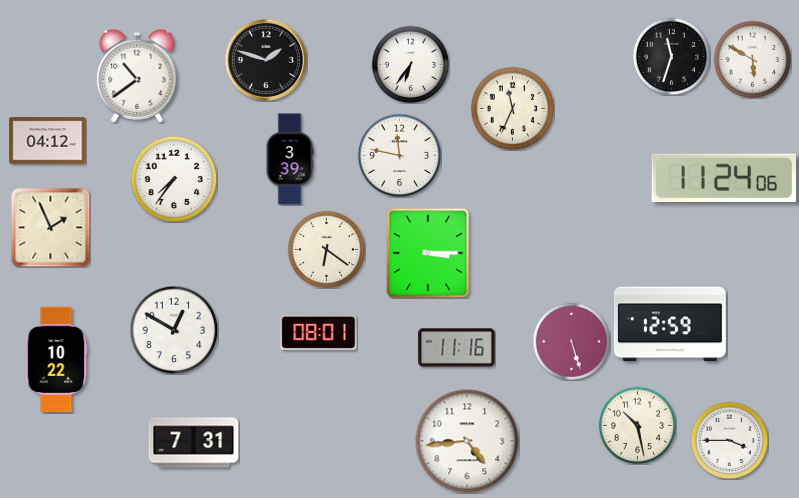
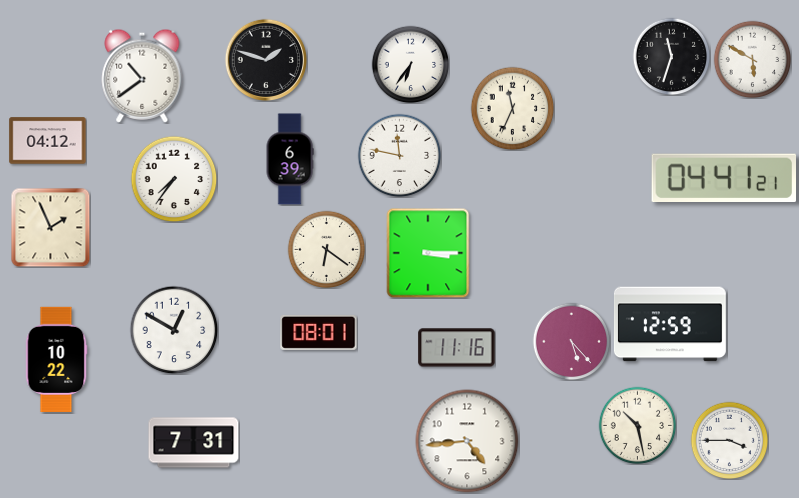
clock at (137, 76) position: (137, 76) -> (142, 76)
clock at (290, 159): 3:39 -> 6:39
clock at (723, 177): 11:24 -> 04:41
clock at (571, 341): 5:27 -> 5:23
